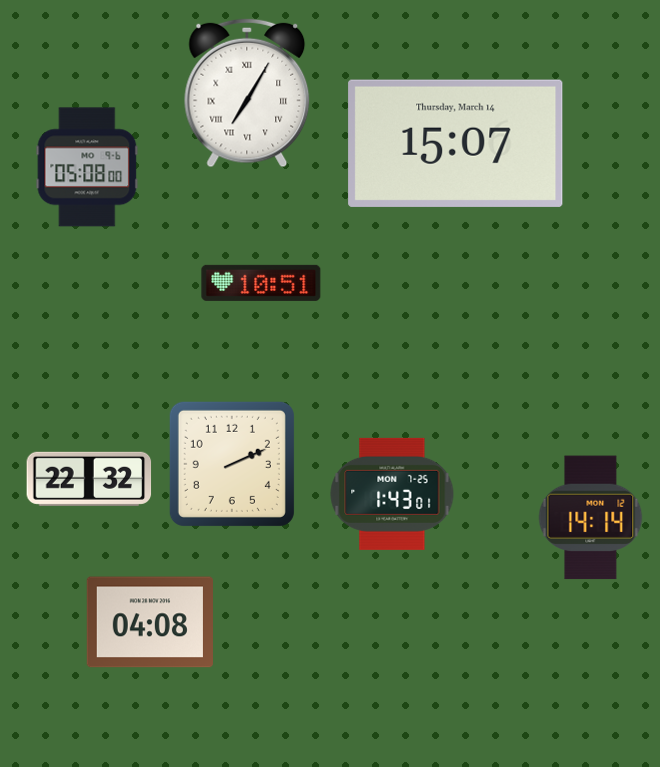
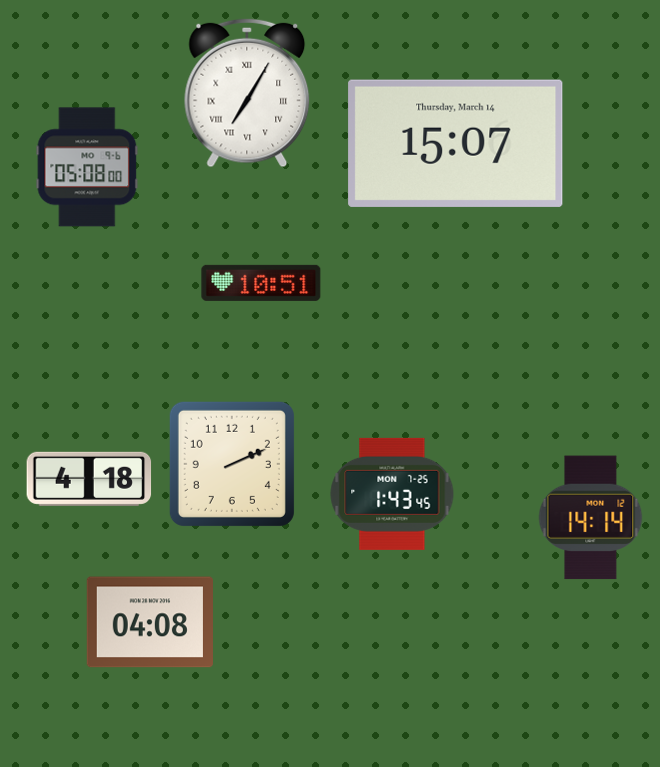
clock at (89, 479): 22:32 -> 4:18
clock at (392, 494): 1:43:01 -> 1:43:45
